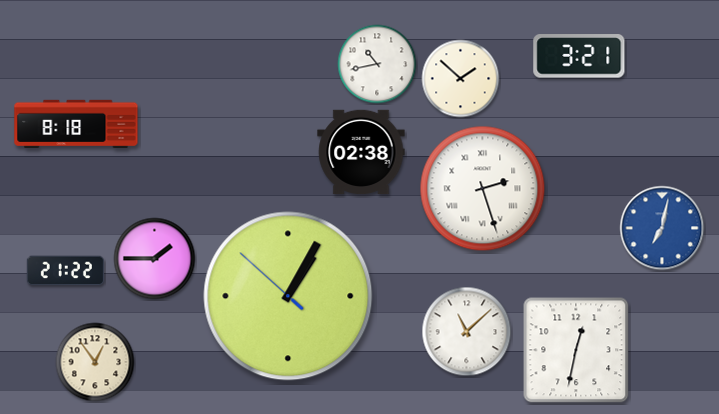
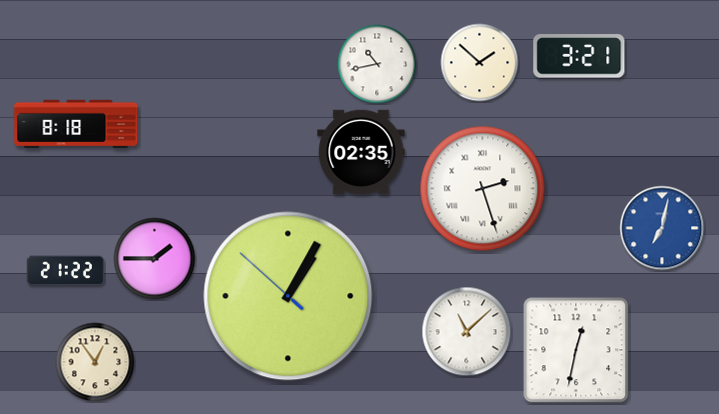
clock at (461, 79) position: (461, 79) -> (480, 63)
clock at (361, 152): 02:38 -> 02:35
